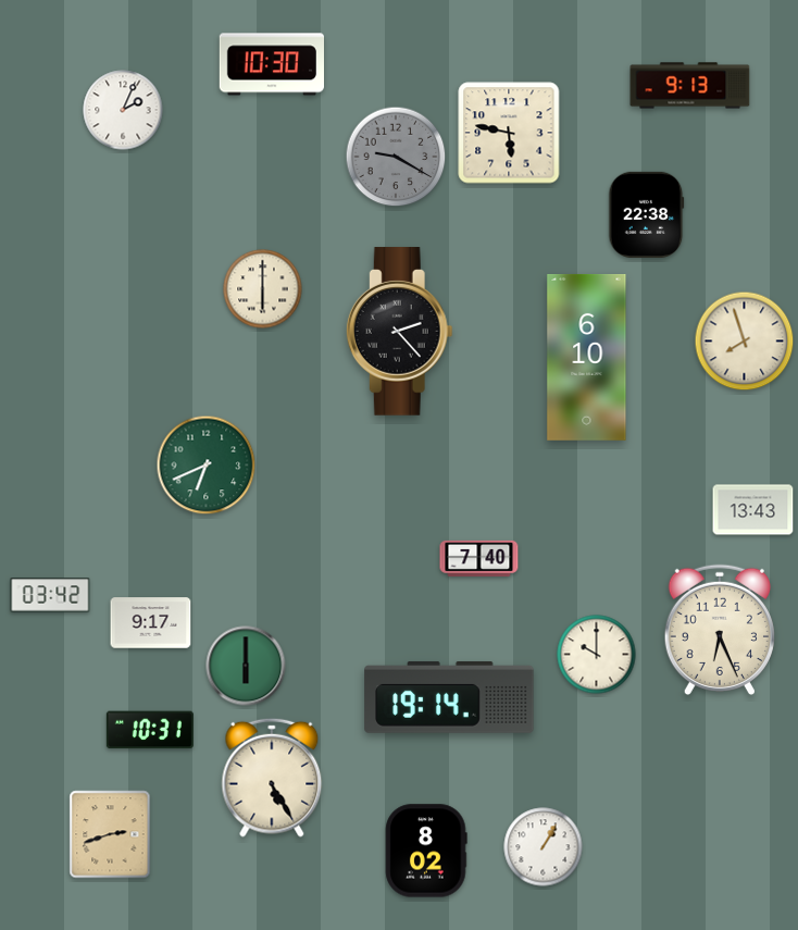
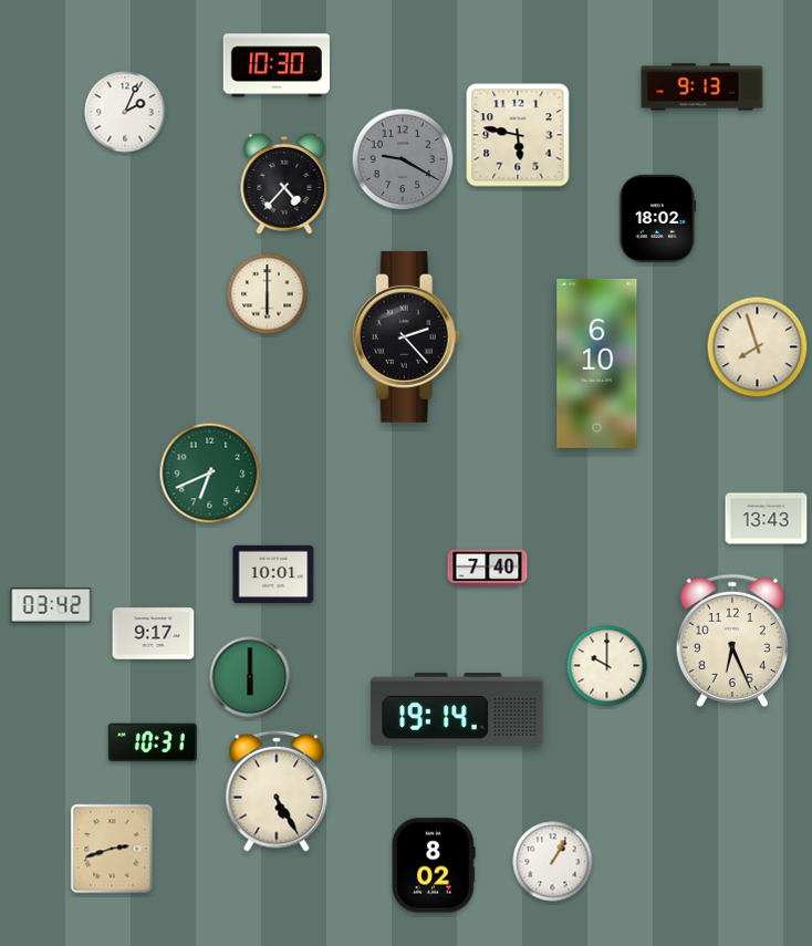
clock at (284, 184): none -> 4:37
clock at (647, 214): 22:38 -> 18:02
clock at (273, 574): none -> 10:01
